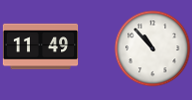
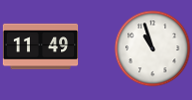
clock at (153, 49): 10:53 -> 10:57
